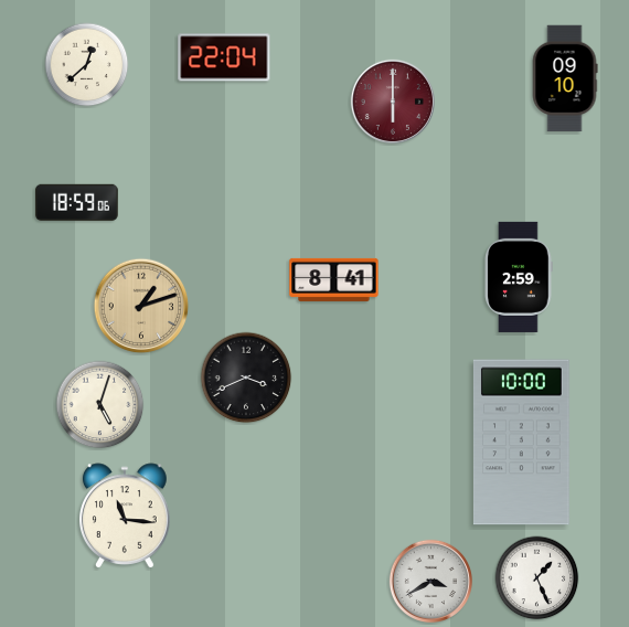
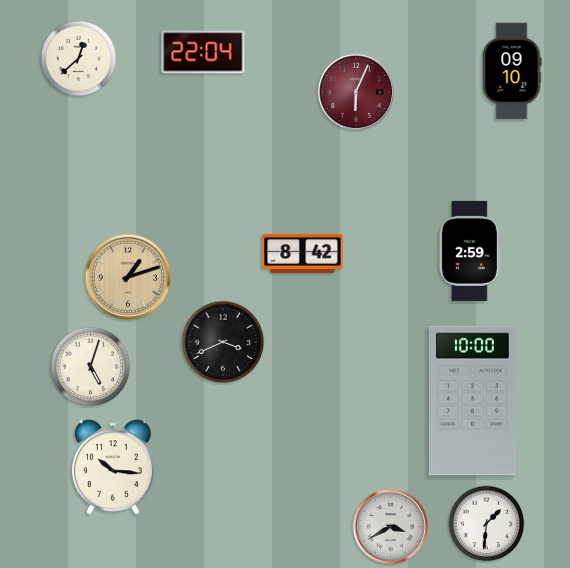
clock at (392, 100): 6:00 -> 6:04
clock at (77, 202): 18:59 -> none
clock at (334, 279): 8:41 -> 8:42
clock at (126, 516): 11:16 -> 10:16
clock at (537, 578): 1:26 -> 1:31
